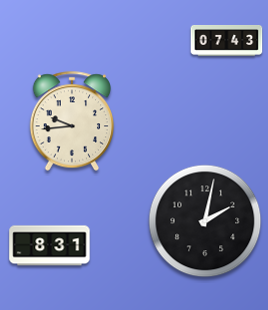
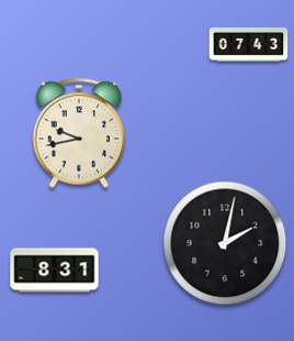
clock at (72, 121): 9:44 -> 9:43
